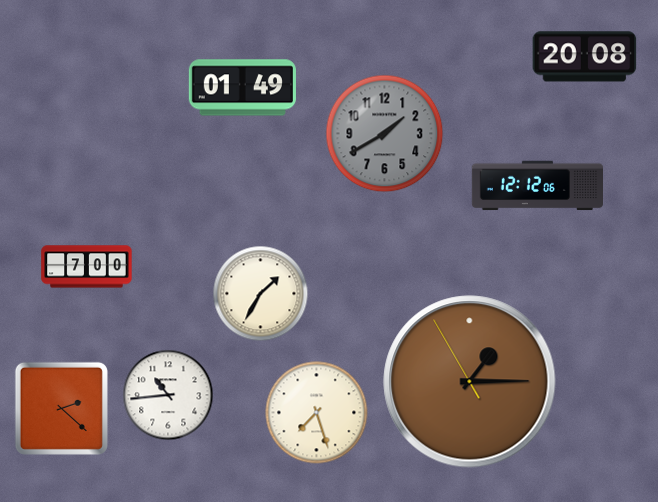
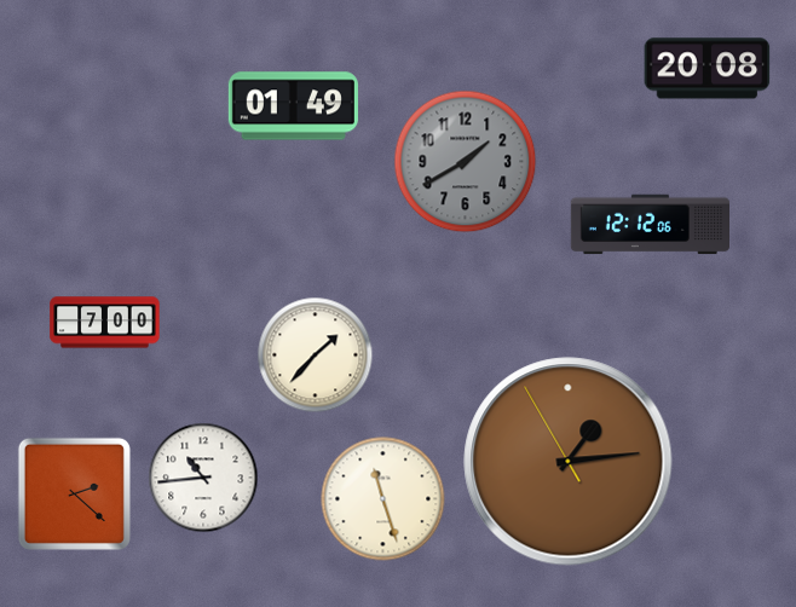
clock at (261, 294): 1:35 -> 1:37
clock at (470, 382): 1:14 -> 1:13
clock at (317, 413): 7:27 -> 11:27
